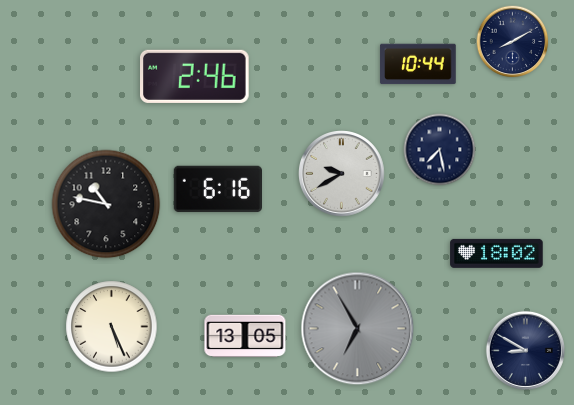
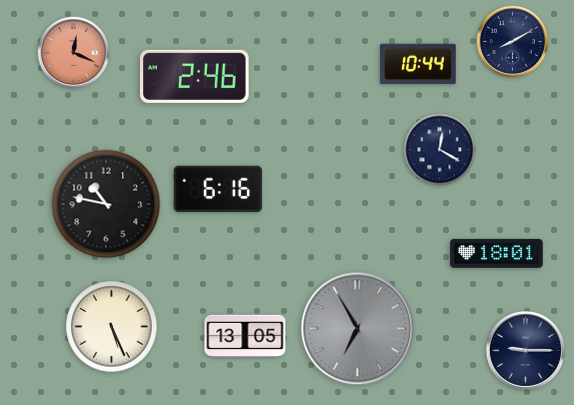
clock at (74, 53): none -> 12:19
clock at (440, 150): 7:28 -> 12:20
clock at (342, 174): 9:40 -> none
clock at (497, 253): 18:02 -> 18:01
clock at (525, 350): 8:50 -> 9:15
